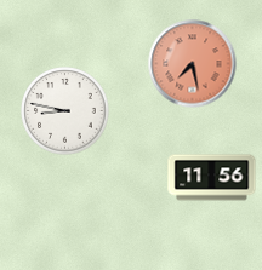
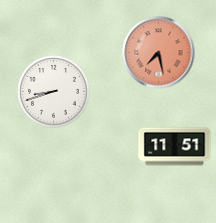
clock at (65, 111): 8:47 -> 8:42
clock at (212, 178): 11:56 -> 11:51
